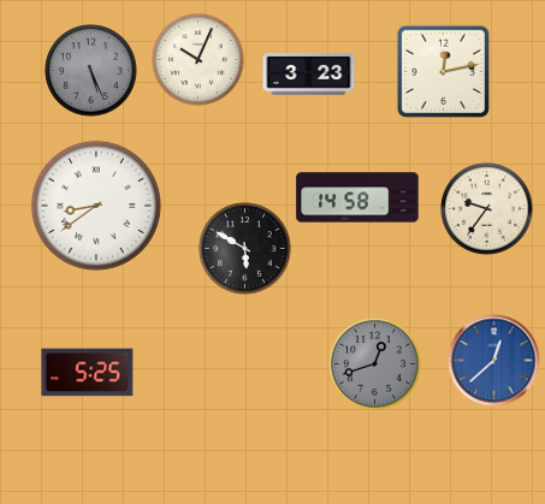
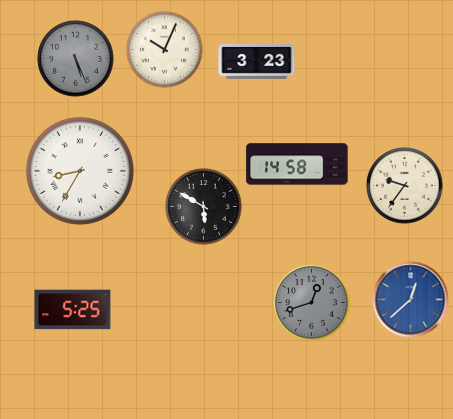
clock at (443, 71): 12:13 -> none
clock at (96, 206): 8:39 -> 8:35
clock at (487, 209) position: (487, 209) -> (405, 186)
